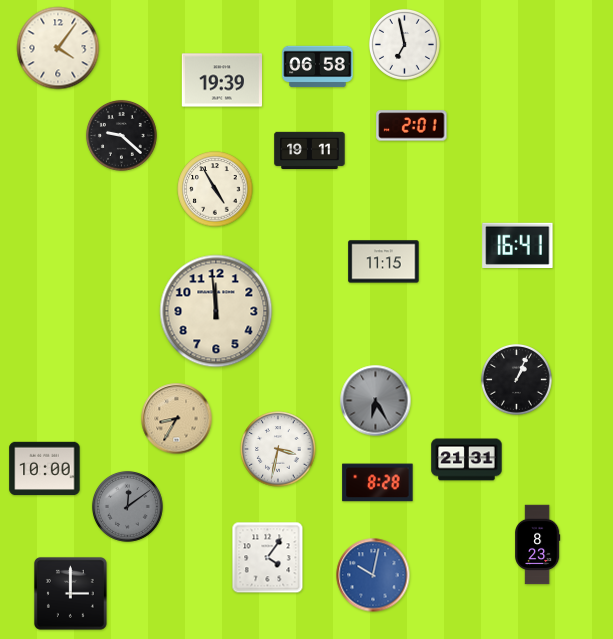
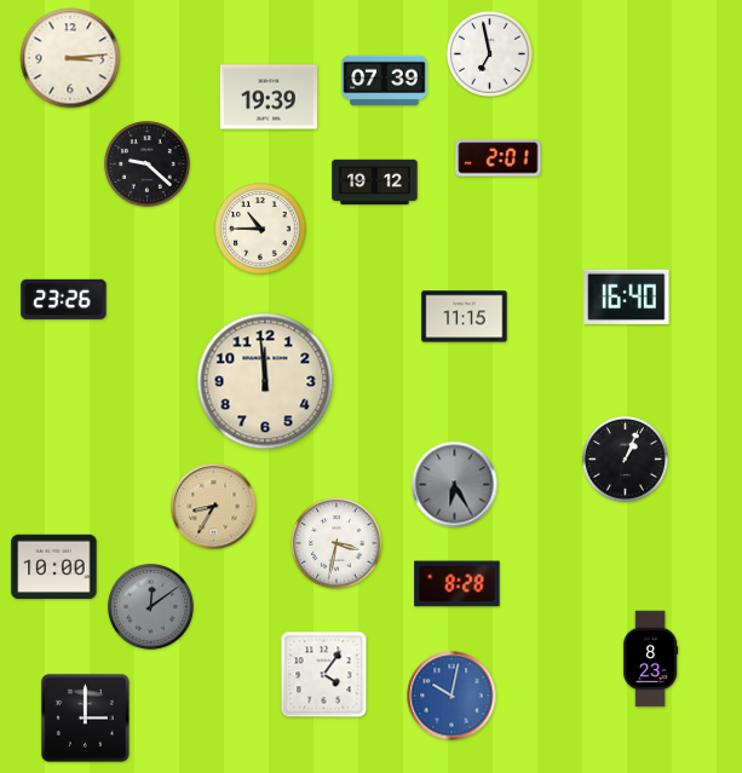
clock at (58, 48): 4:06 -> 3:14
clock at (318, 67): 06:58 -> 07:39
clock at (412, 126) position: (412, 126) -> (499, 158)
clock at (310, 150): 19:11 -> 19:12
clock at (215, 189): 4:55 -> 10:45
clock at (518, 245): 16:41 -> 16:40
clock at (64, 299): none -> 23:26
clock at (216, 311) position: (216, 311) -> (265, 381)
clock at (467, 460): 21:31 -> none
clock at (127, 506) position: (127, 506) -> (150, 606)
